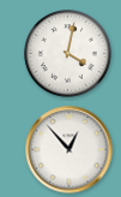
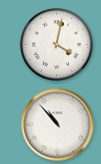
clock at (69, 150): 12:53 -> 10:53
